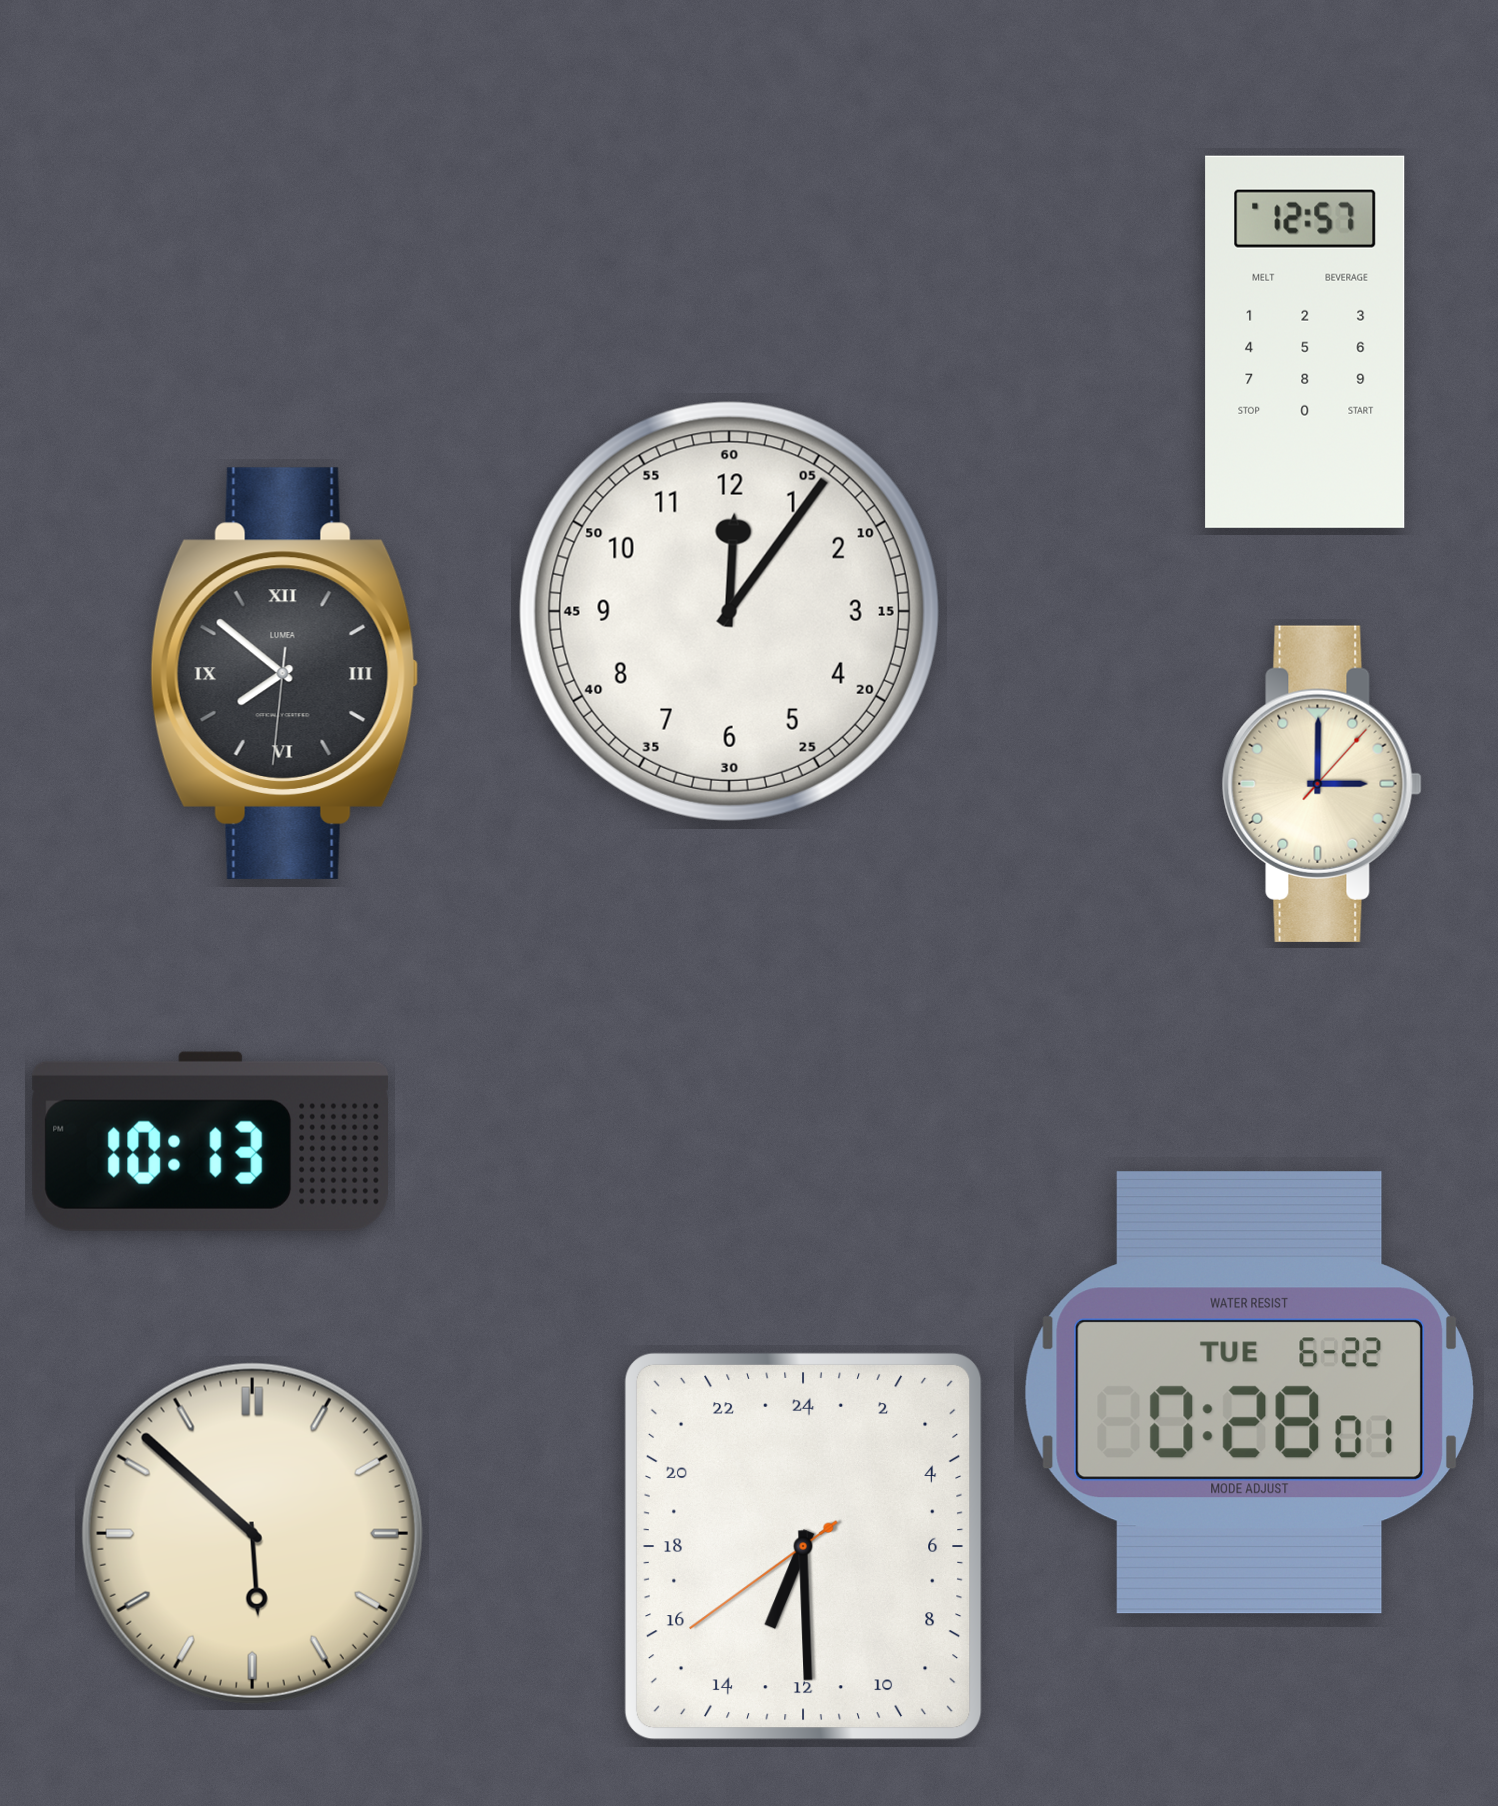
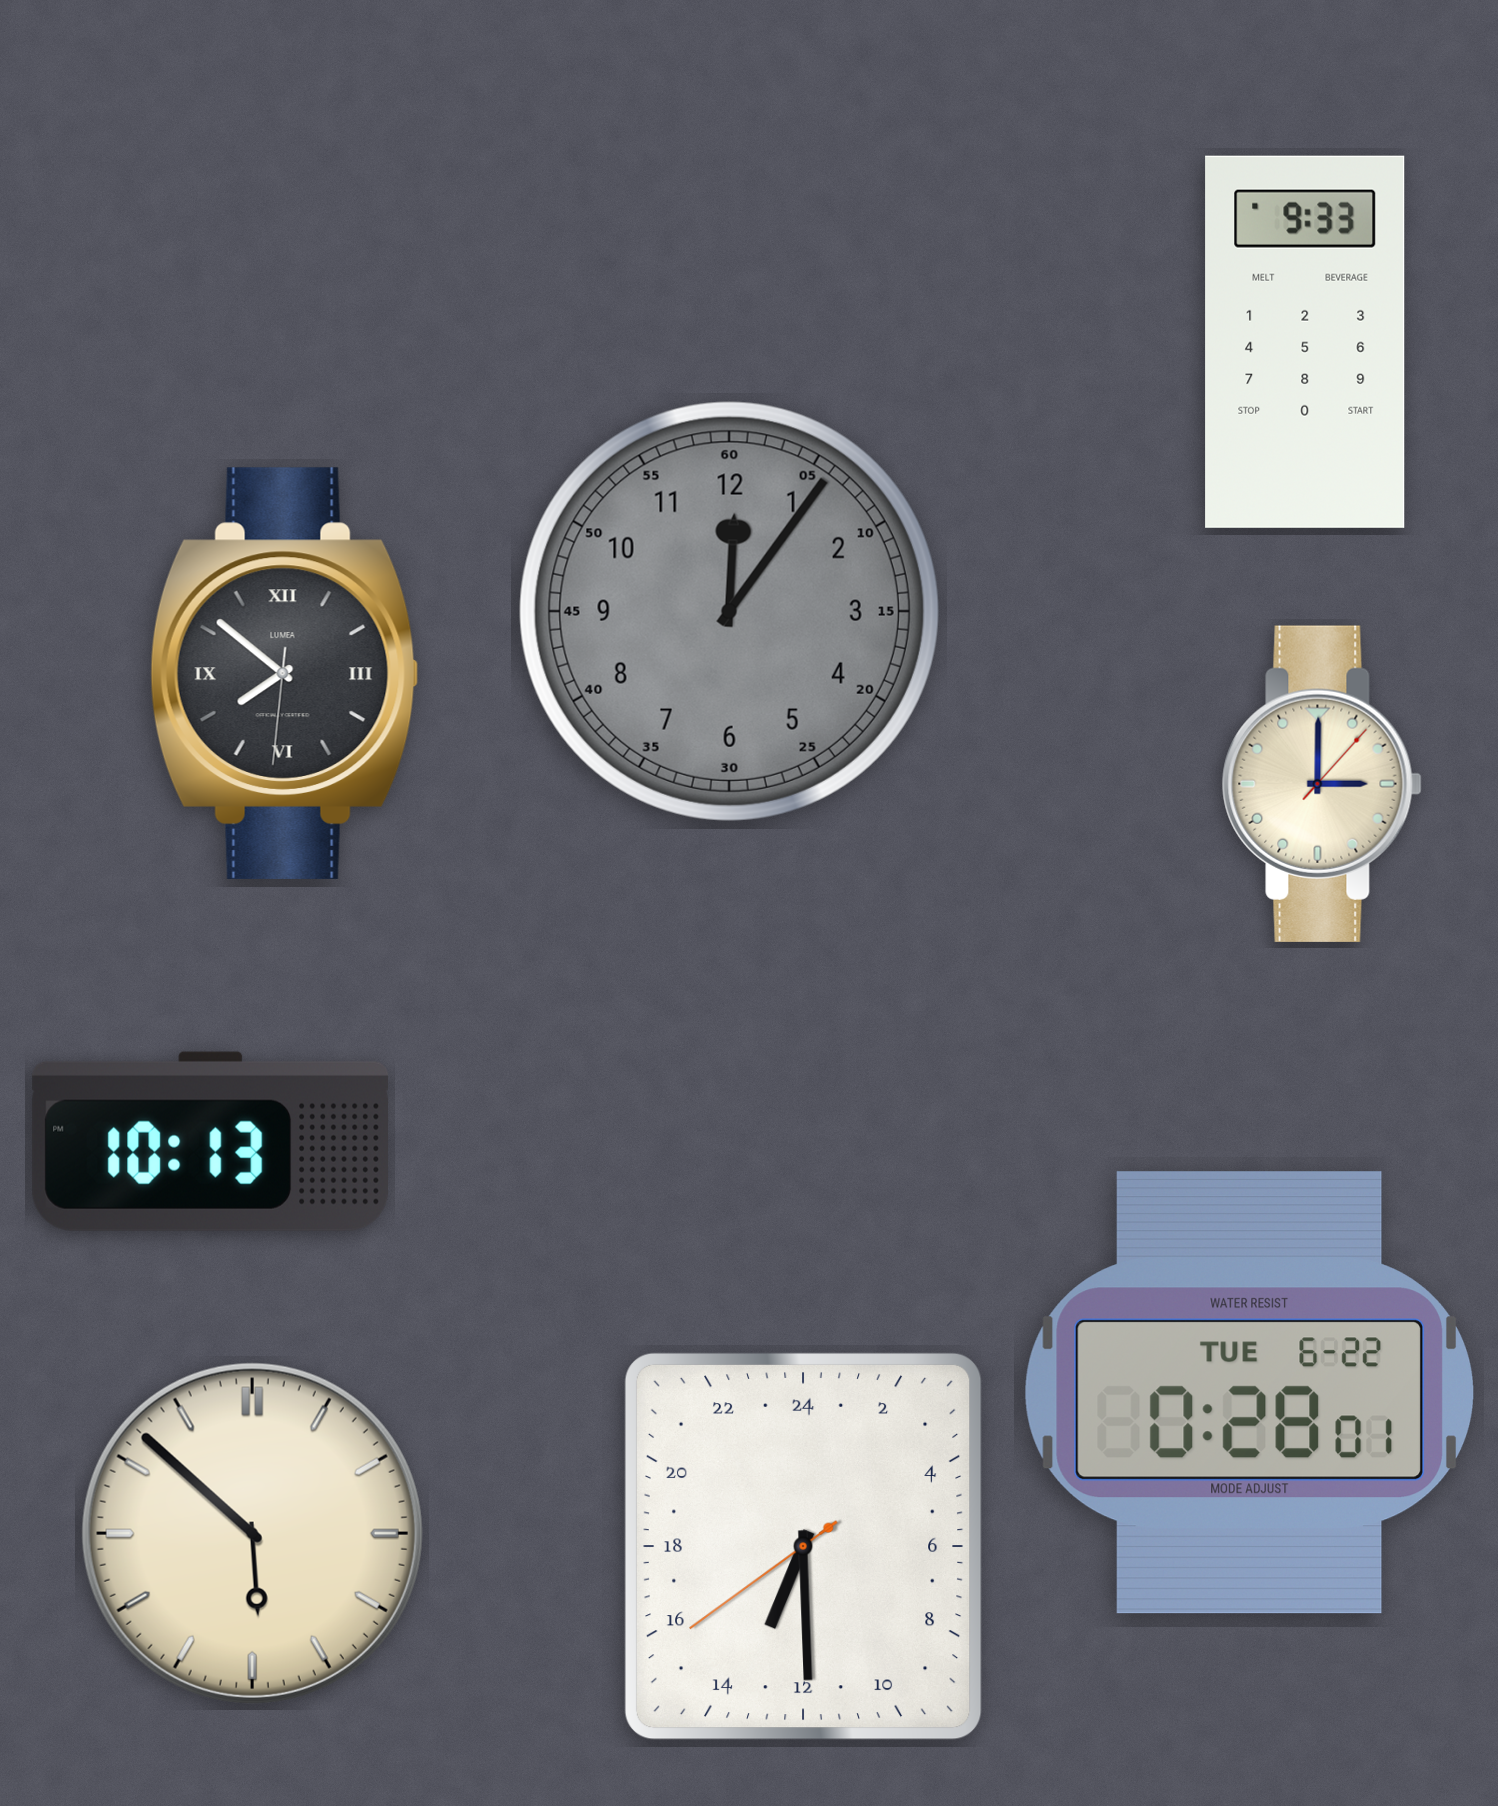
clock at (1305, 342): 12:57 -> 9:33
clock at (729, 611) dial: white -> grey
